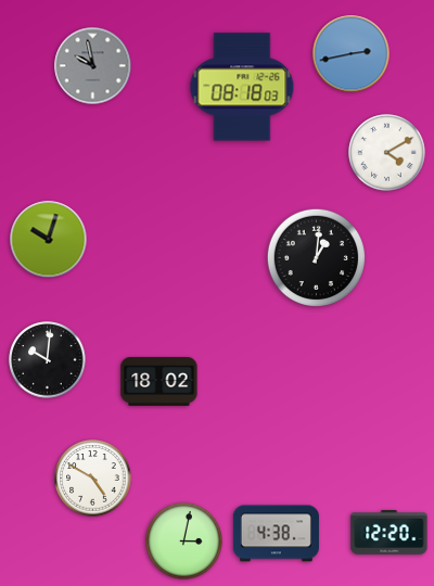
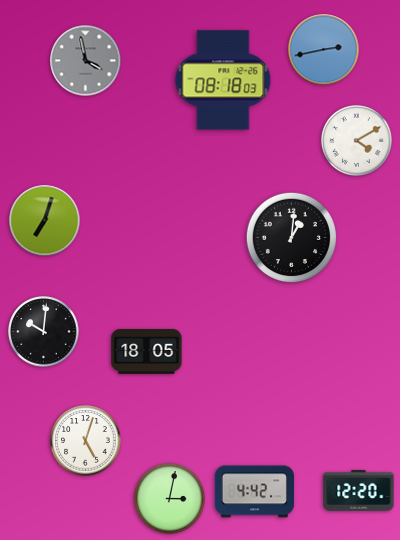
clock at (93, 66): 9:58 -> 3:58
clock at (49, 240): 10:03 -> 7:03
clock at (159, 382): 18:02 -> 18:05
clock at (93, 479): 4:50 -> 5:03
clock at (276, 534): 4:38 -> 4:42
